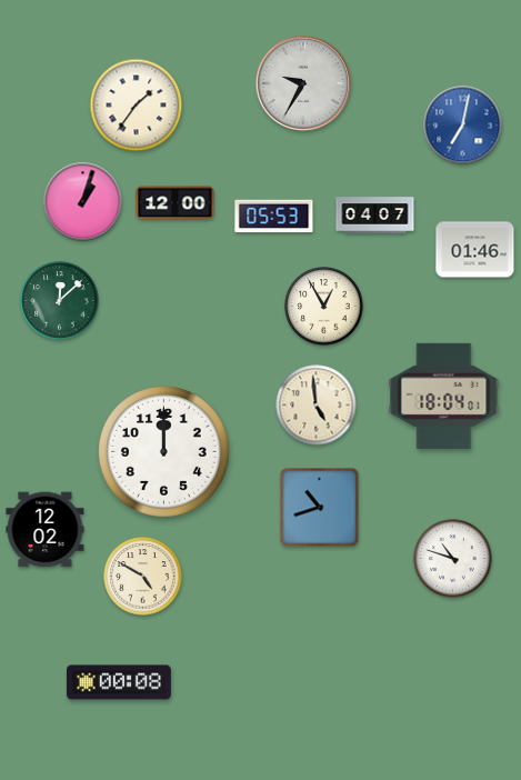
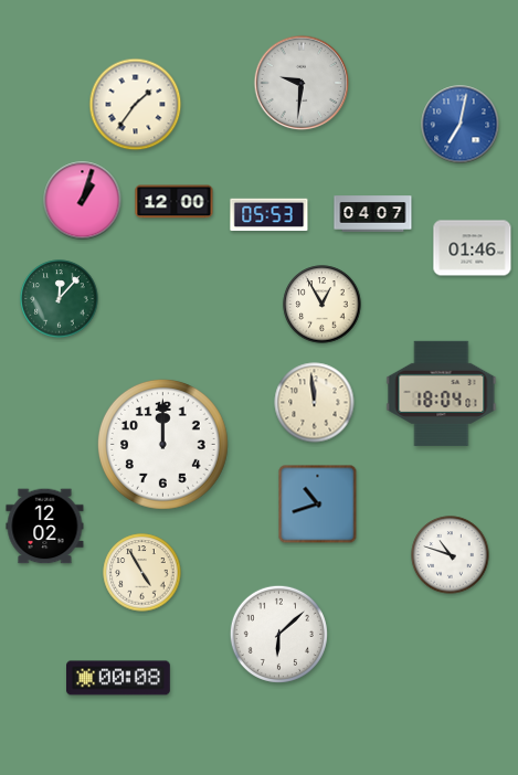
clock at (303, 83): 9:35 -> 9:31
clock at (274, 217) position: (274, 217) -> (269, 215)
clock at (60, 301): 12:08 -> 12:07
clock at (317, 406): 4:59 -> 11:59
clock at (163, 451) position: (163, 451) -> (162, 444)
clock at (143, 577): 4:50 -> 4:55
clock at (278, 634): none -> 6:08
